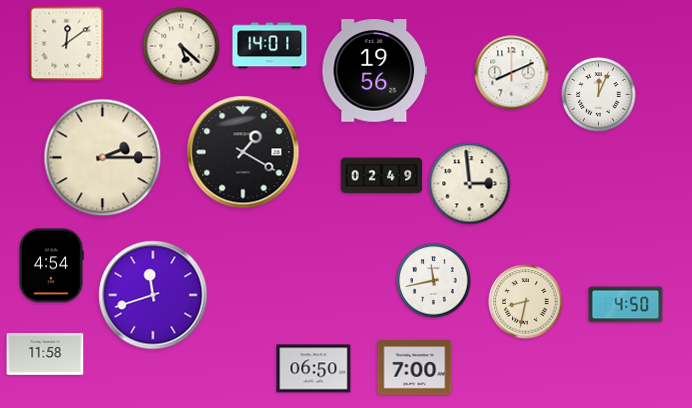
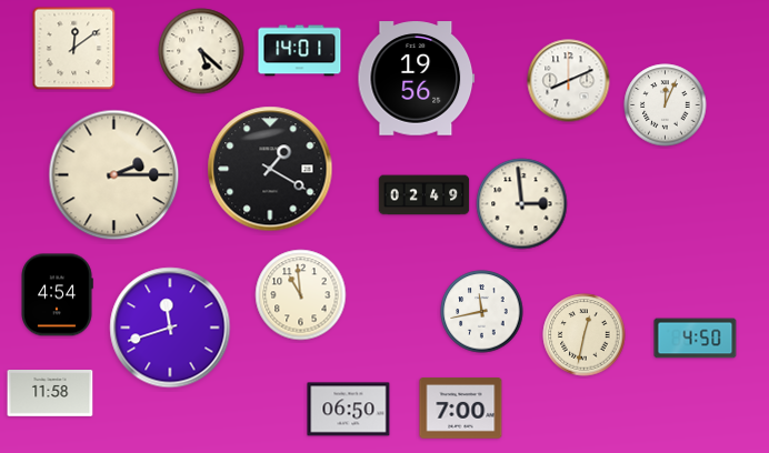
clock at (301, 295): none -> 10:59
clock at (526, 302): 8:32 -> 12:32
